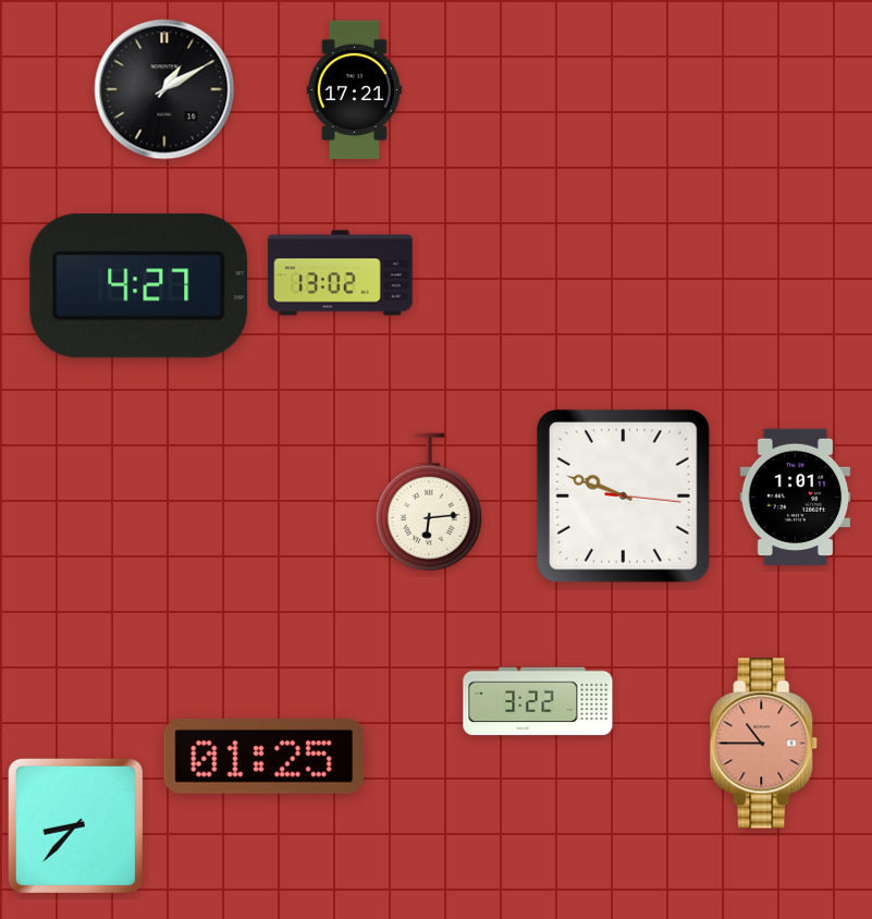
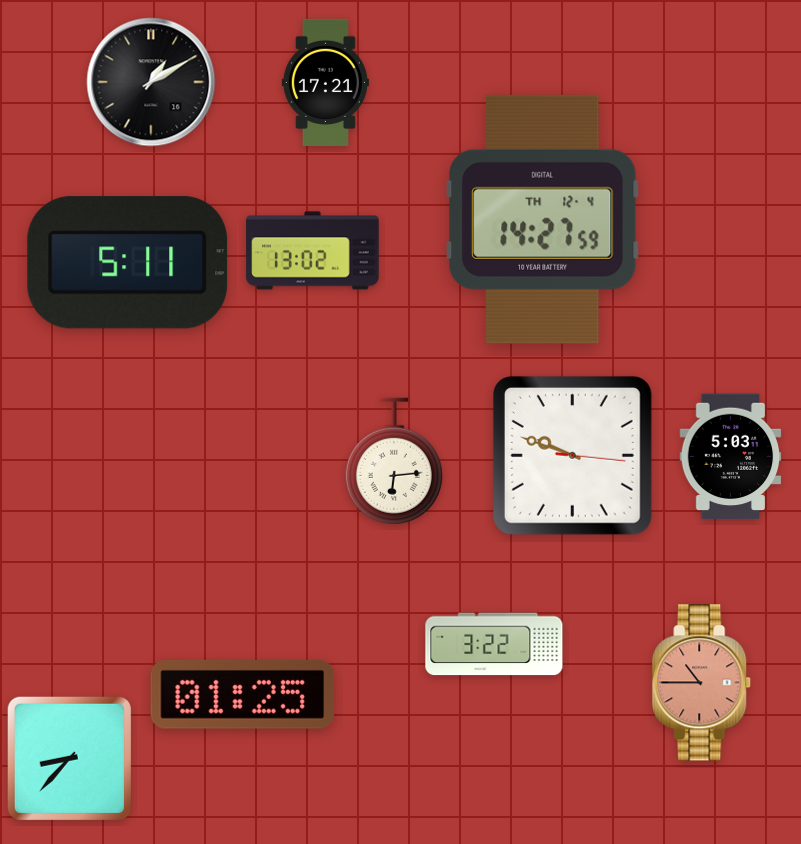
clock at (543, 219): none -> 14:27
clock at (139, 286): 4:27 -> 5:11
clock at (796, 498): 1:01 -> 5:03
